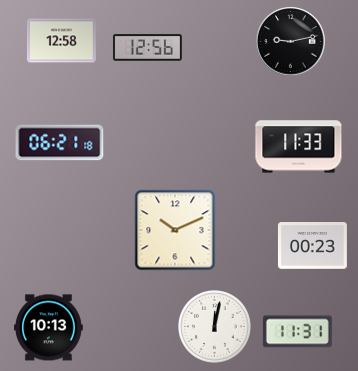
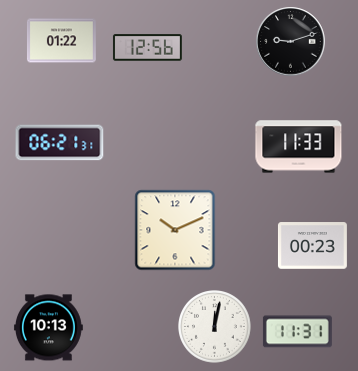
clock at (61, 41): 12:58 -> 01:22
clock at (291, 42): 9:13 -> 9:12
clock at (60, 143): 06:21:18 -> 06:21:31
